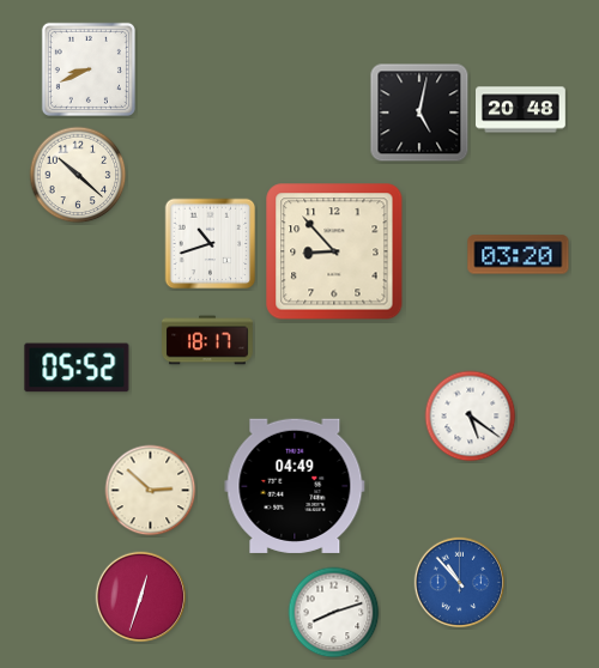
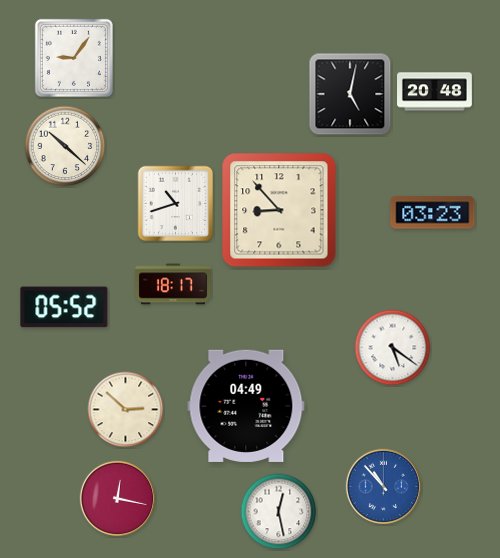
clock at (89, 69): 8:41 -> 9:06
clock at (519, 255): 03:20 -> 03:23
clock at (141, 597): 12:33 -> 12:17
clock at (334, 613): 8:12 -> 12:28
